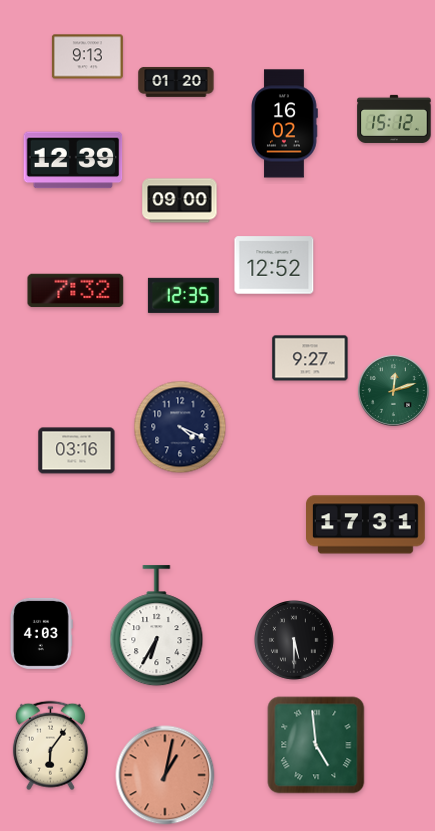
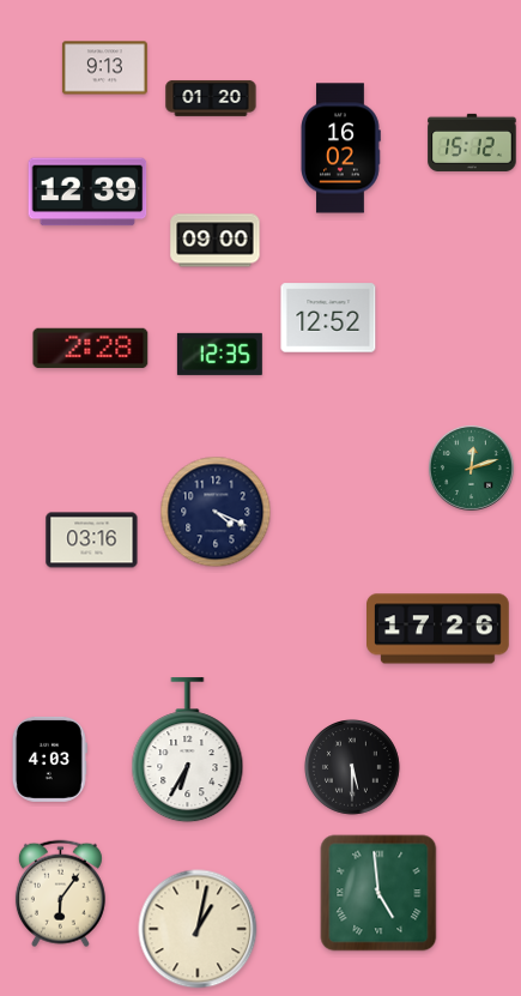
clock at (76, 291): 7:32 -> 2:28
clock at (310, 358): 9:27 -> none
clock at (366, 525): 17:31 -> 17:26
clock at (165, 775) dial: salmon -> cream
